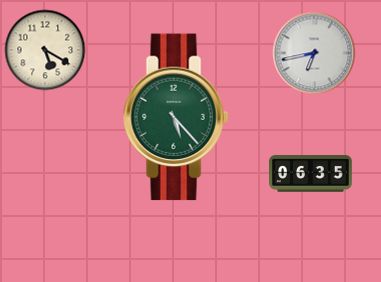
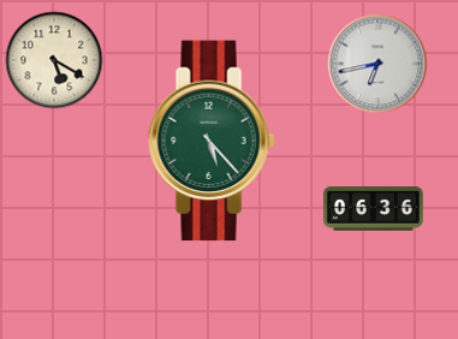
clock at (311, 174): 06:35 -> 06:36
